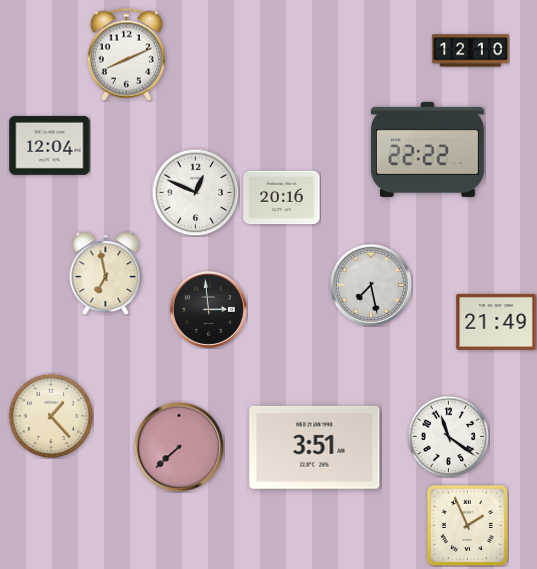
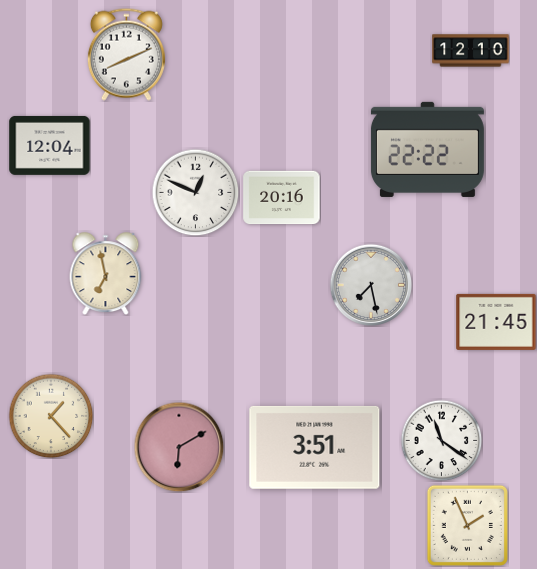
clock at (208, 309): 2:59 -> none
clock at (496, 322): 21:49 -> 21:45
clock at (448, 436) position: (448, 436) -> (441, 440)
clock at (179, 447): 7:38 -> 6:10
